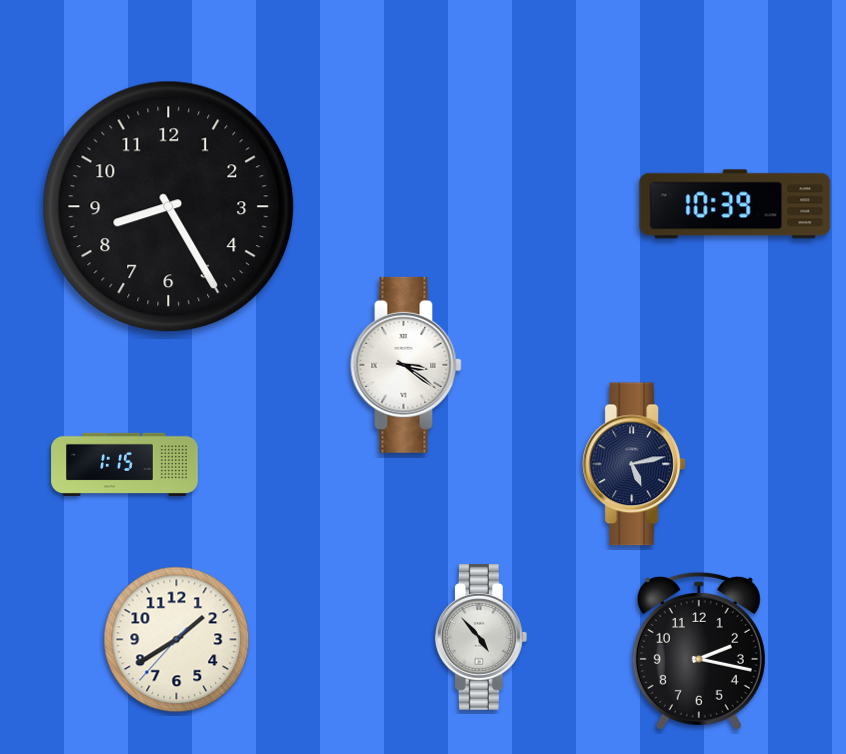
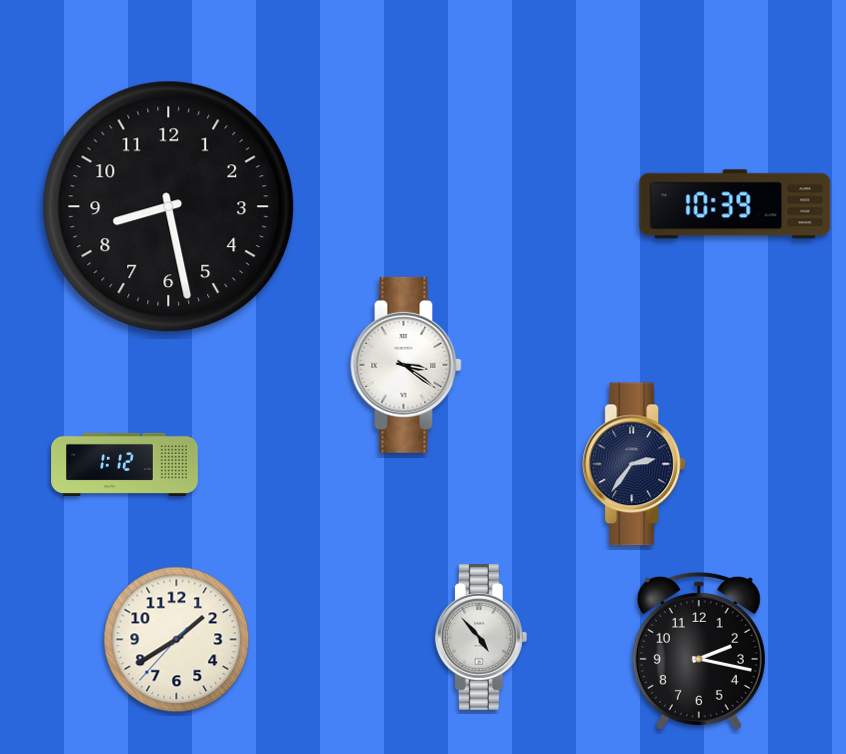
clock at (169, 207): 8:25 -> 8:28
clock at (125, 464): 1:15 -> 1:12
clock at (633, 464): 5:13 -> 2:36
